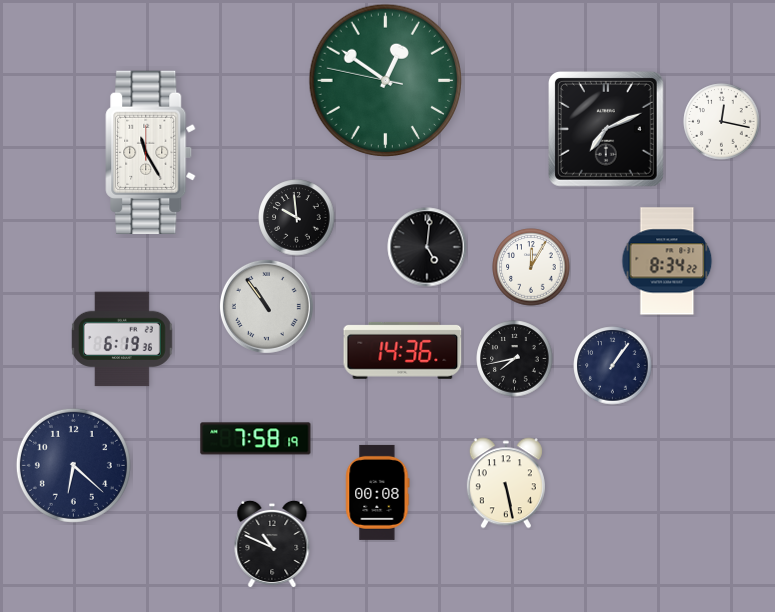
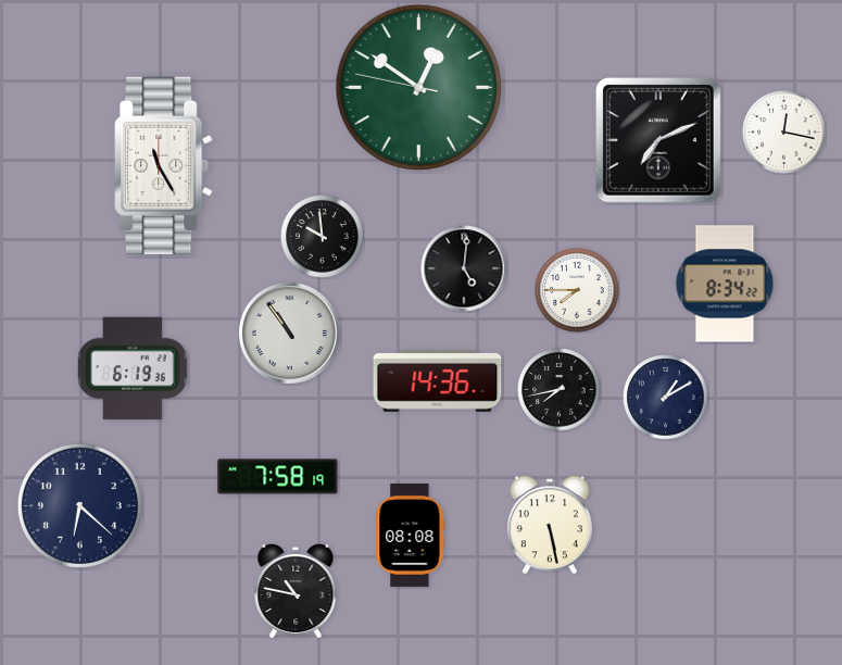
clock at (531, 267): 12:05 -> 7:45
clock at (613, 366): 1:06 -> 1:10
clock at (378, 492): 00:08 -> 08:08
clock at (272, 544): 10:49 -> 10:47
